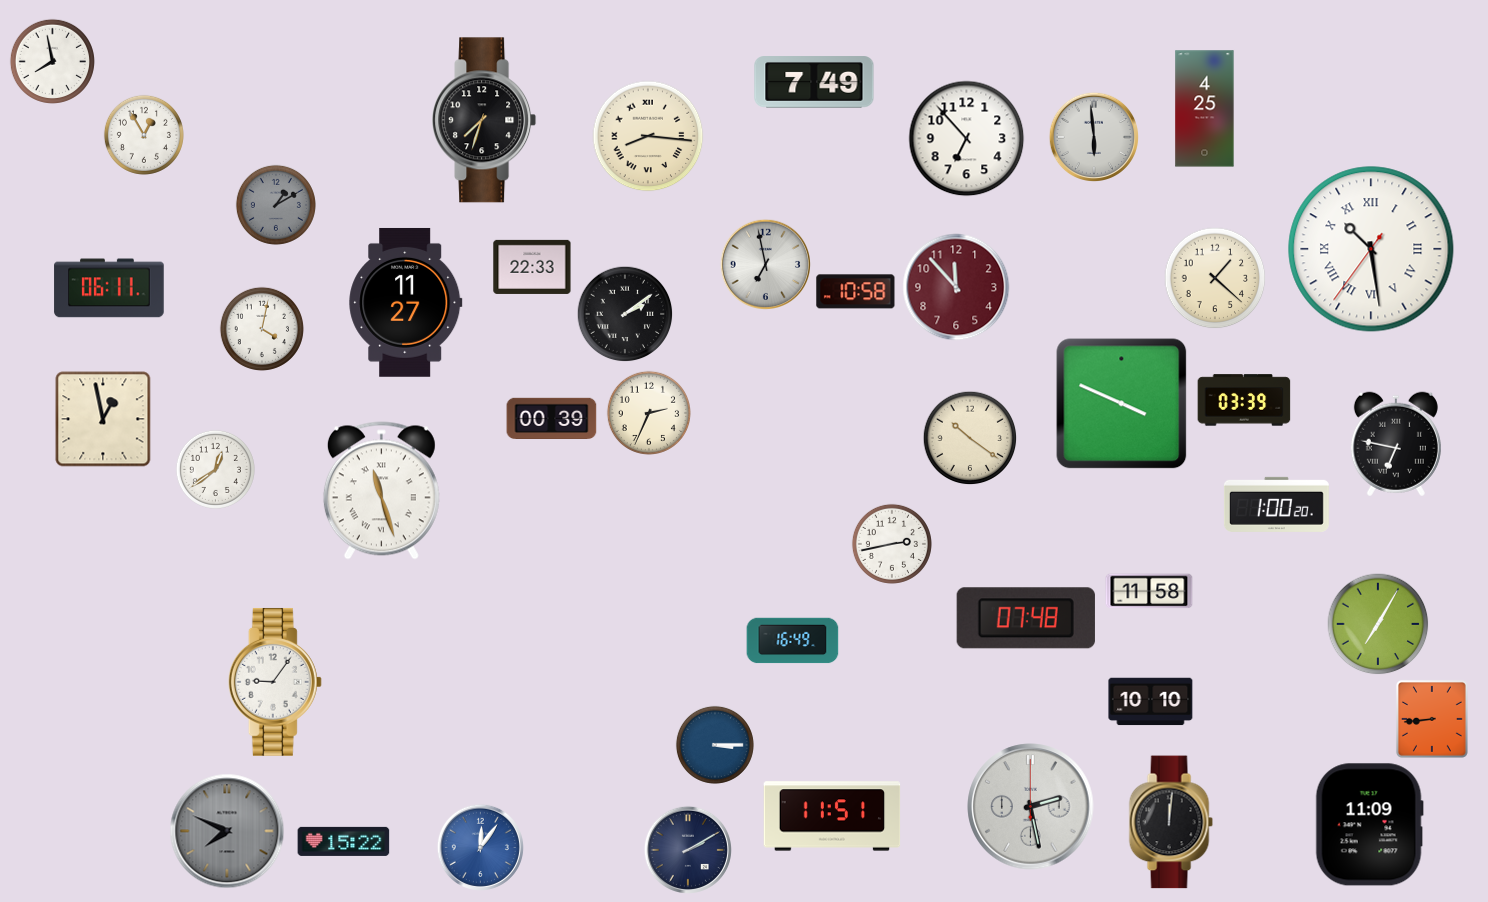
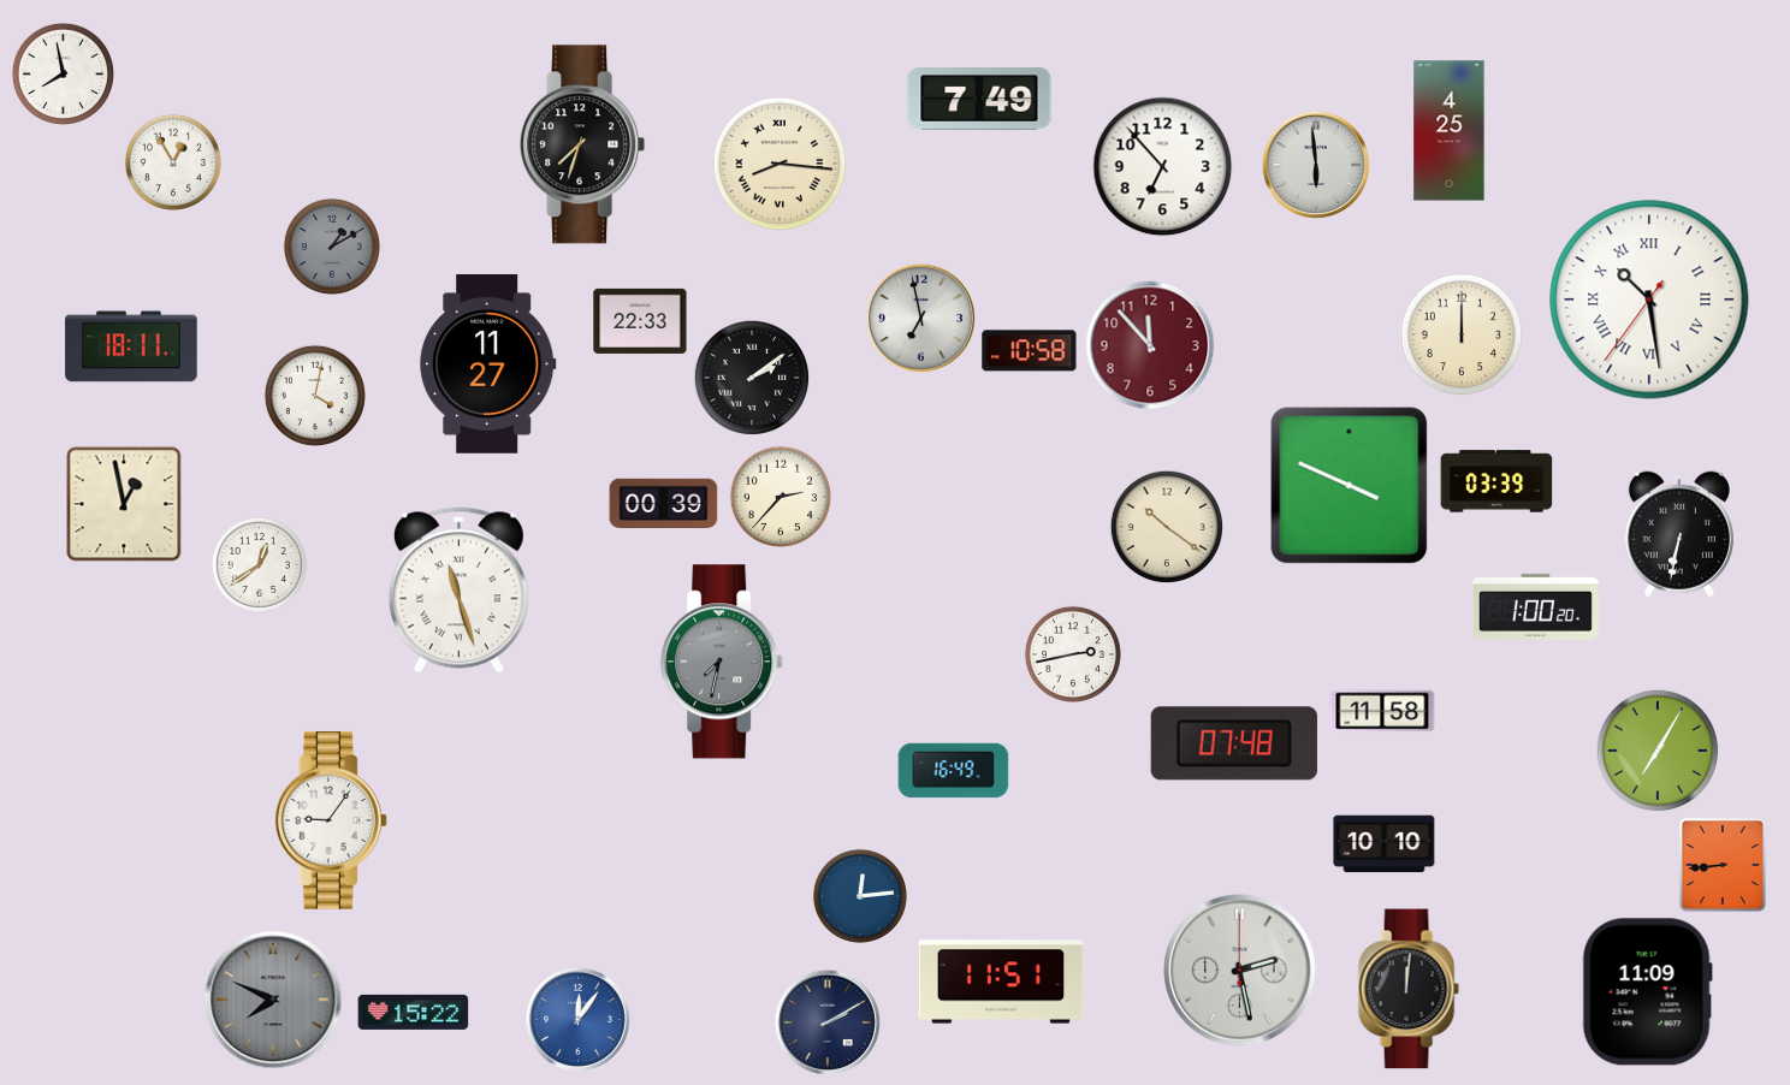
clock at (1215, 278): 1:22 -> 12:00
clock at (109, 288): 06:11 -> 18:11
clock at (649, 413): 2:34 -> 2:37
clock at (1396, 444): 6:47 -> 6:32
clock at (723, 662): none -> 7:32
clock at (715, 745): 3:15 -> 12:14
